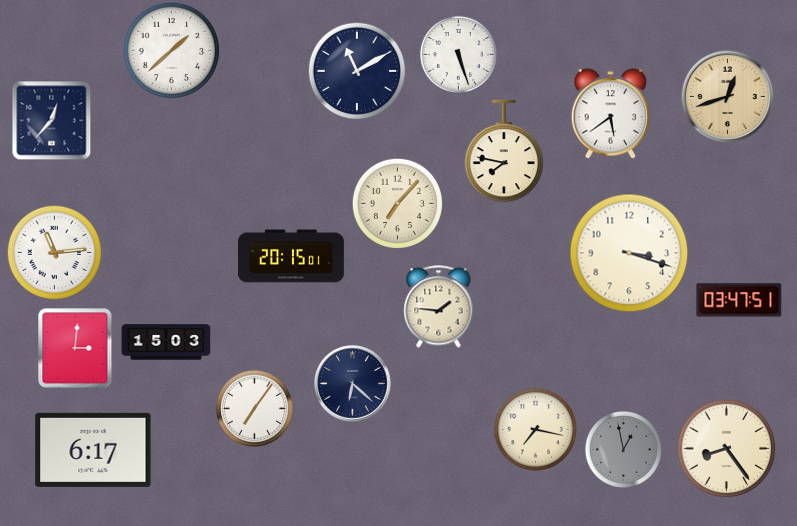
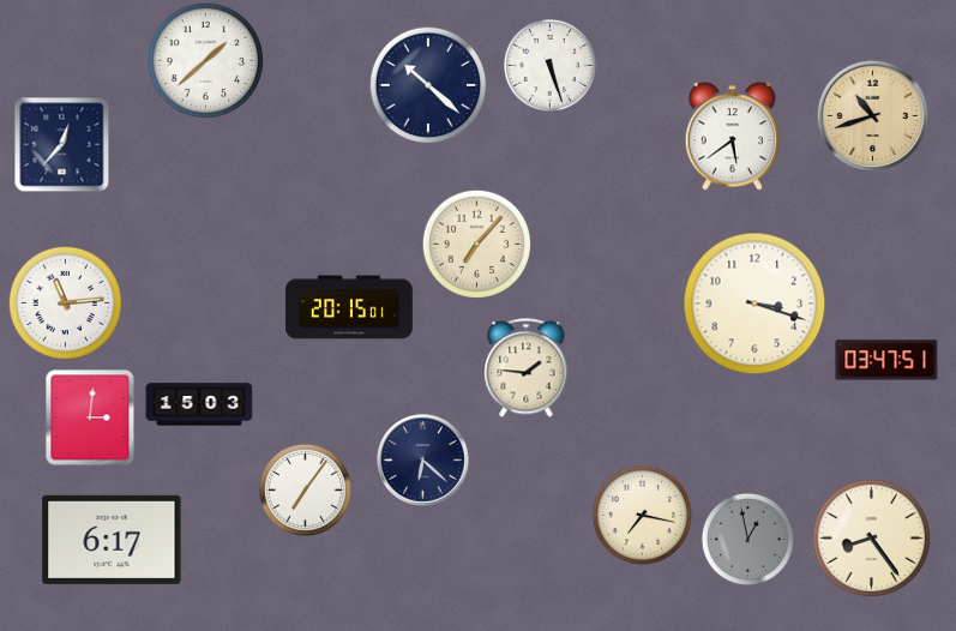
clock at (357, 71): 11:10 -> 10:22
clock at (727, 96): 12:42 -> 10:42
clock at (504, 151): 7:47 -> none
clock at (166, 342) position: (166, 342) -> (199, 404)
